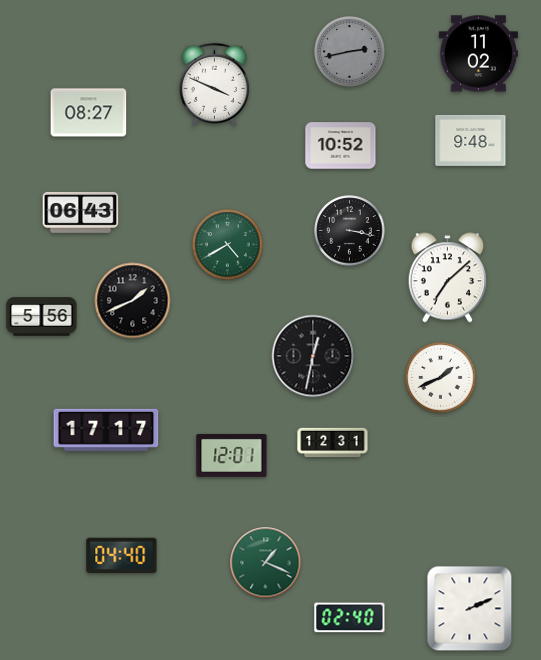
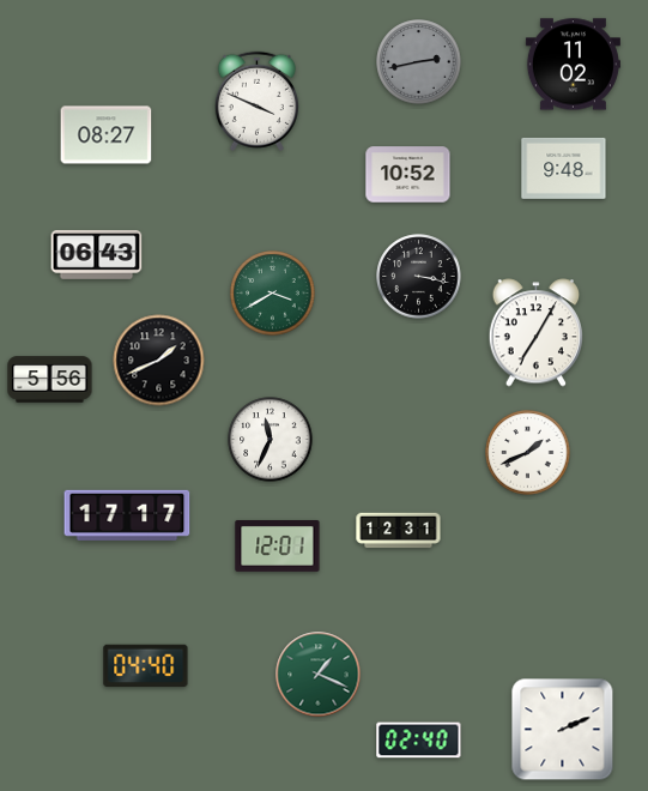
clock at (228, 245): 4:40 -> 3:40
clock at (447, 278): 7:08 -> 7:05
clock at (313, 356): 12:32 -> none
clock at (271, 440): none -> 11:34
